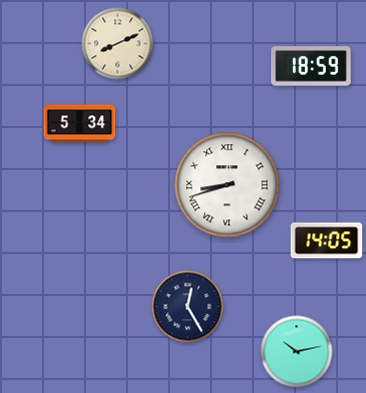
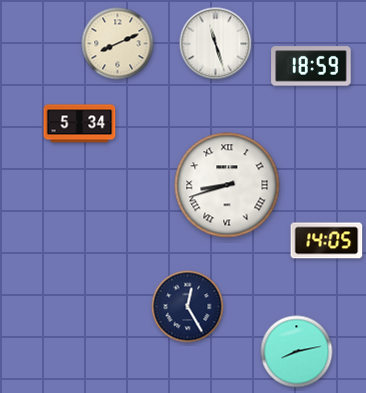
clock at (216, 44): none -> 11:27
clock at (297, 352): 10:13 -> 8:13
